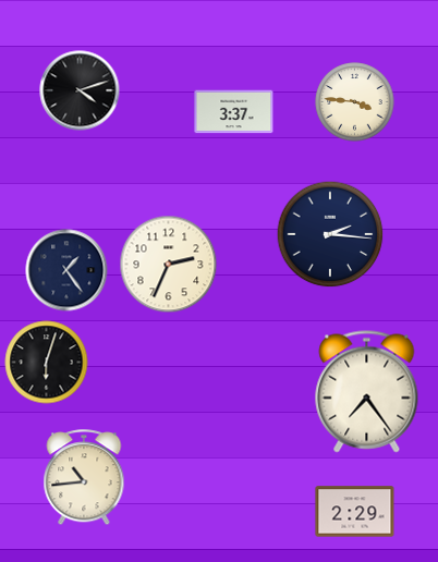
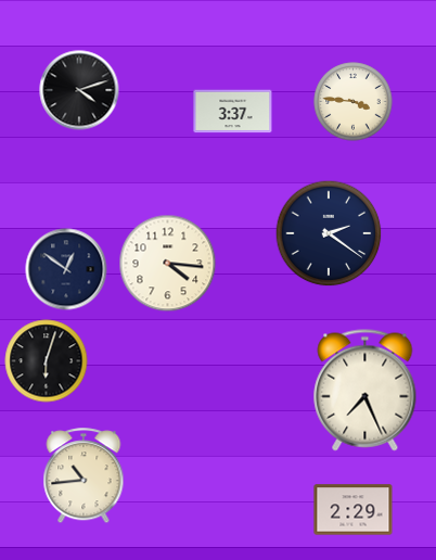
clock at (330, 234): 2:16 -> 2:21
clock at (169, 265): 2:34 -> 4:16
clock at (66, 270): 1:24 -> 12:51
clock at (367, 392): 7:24 -> 7:26
